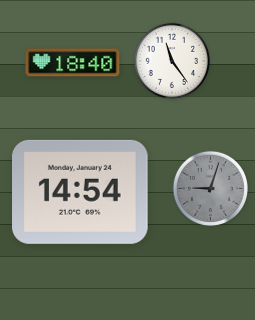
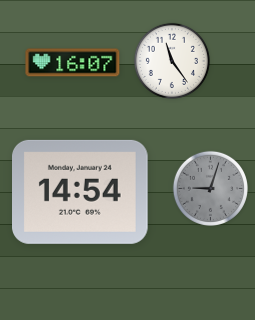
clock at (73, 63): 18:40 -> 16:07
